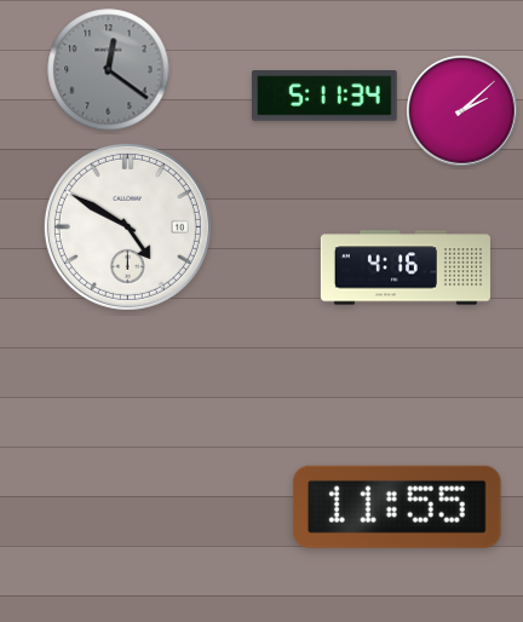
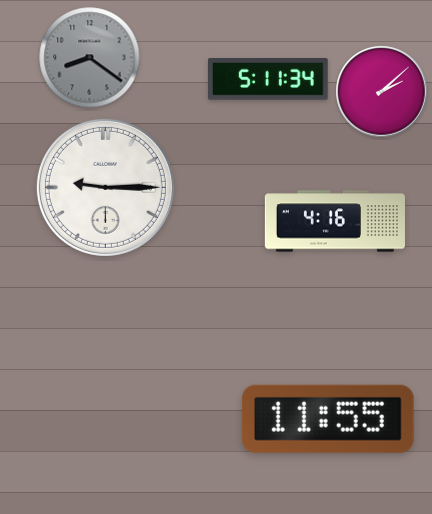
clock at (109, 70): 12:21 -> 8:21
clock at (127, 226): 4:50 -> 9:15
